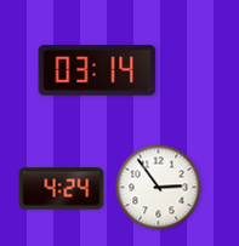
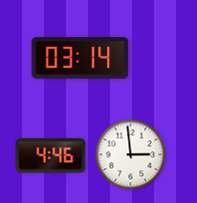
clock at (159, 188): 2:54 -> 2:59
clock at (62, 189): 4:24 -> 4:46
